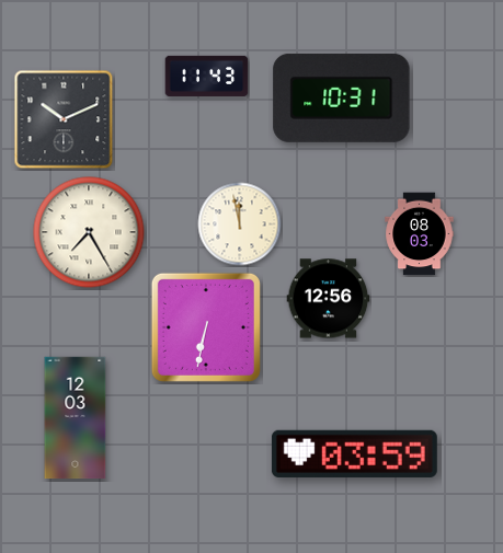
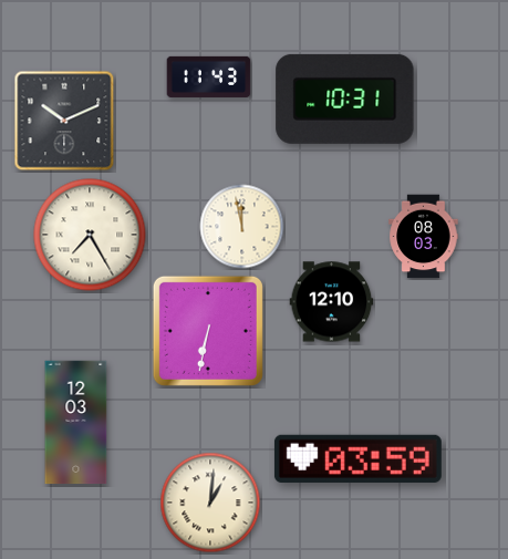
clock at (329, 299): 12:56 -> 12:10
clock at (210, 503): none -> 1:01
